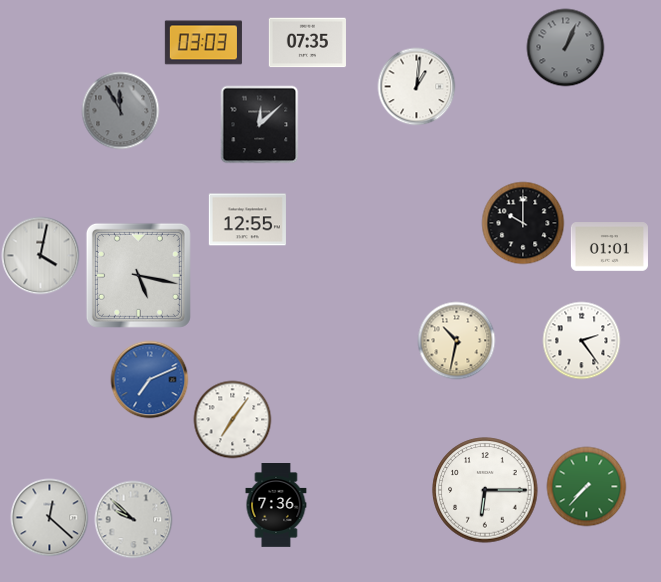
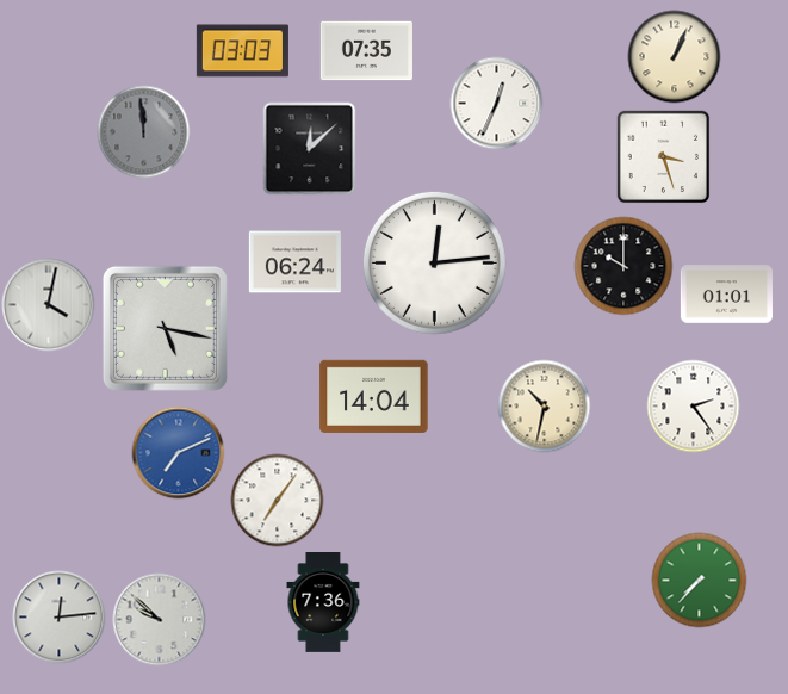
clock at (565, 47) dial: grey -> cream
clock at (416, 86): 1:01 -> 12:34
clock at (120, 110): 11:55 -> 11:59
clock at (663, 156): none -> 3:27
clock at (247, 220): 12:55 -> 06:24
clock at (434, 262): none -> 12:14
clock at (374, 396): none -> 14:04
clock at (485, 490): 6:15 -> none
clock at (276, 506) position: (276, 506) -> (323, 603)
clock at (49, 517): 12:22 -> 12:14
